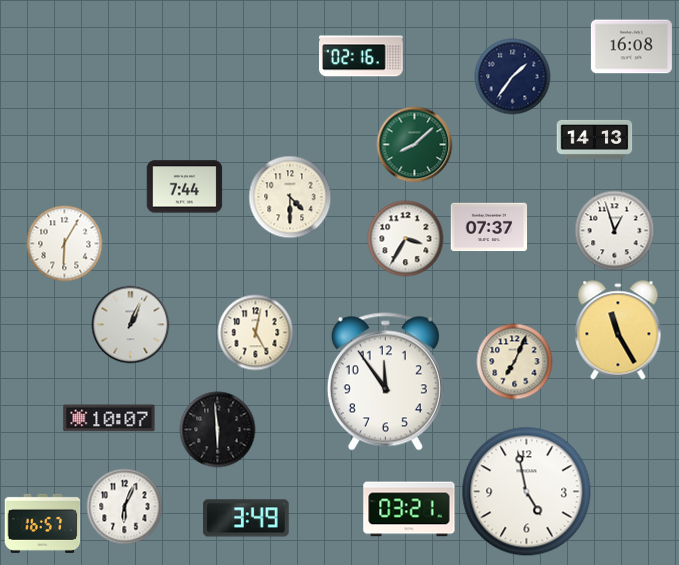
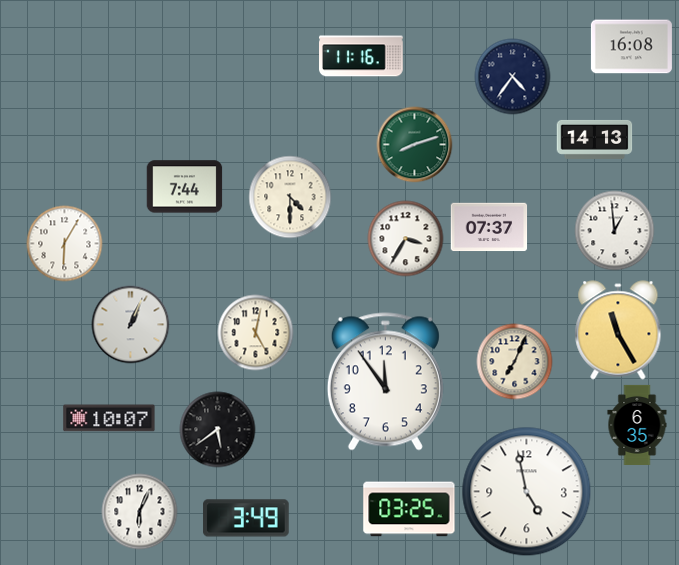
clock at (362, 56): 02:16 -> 11:16
clock at (513, 77): 1:36 -> 4:36
clock at (415, 145): 8:08 -> 8:12
clock at (615, 231): 12:57 -> 12:59
clock at (637, 425): none -> 6:35
clock at (218, 430): 5:59 -> 5:39
clock at (125, 507) position: (125, 507) -> (140, 512)
clock at (409, 509): 03:21 -> 03:25
clock at (43, 523): 16:57 -> none
